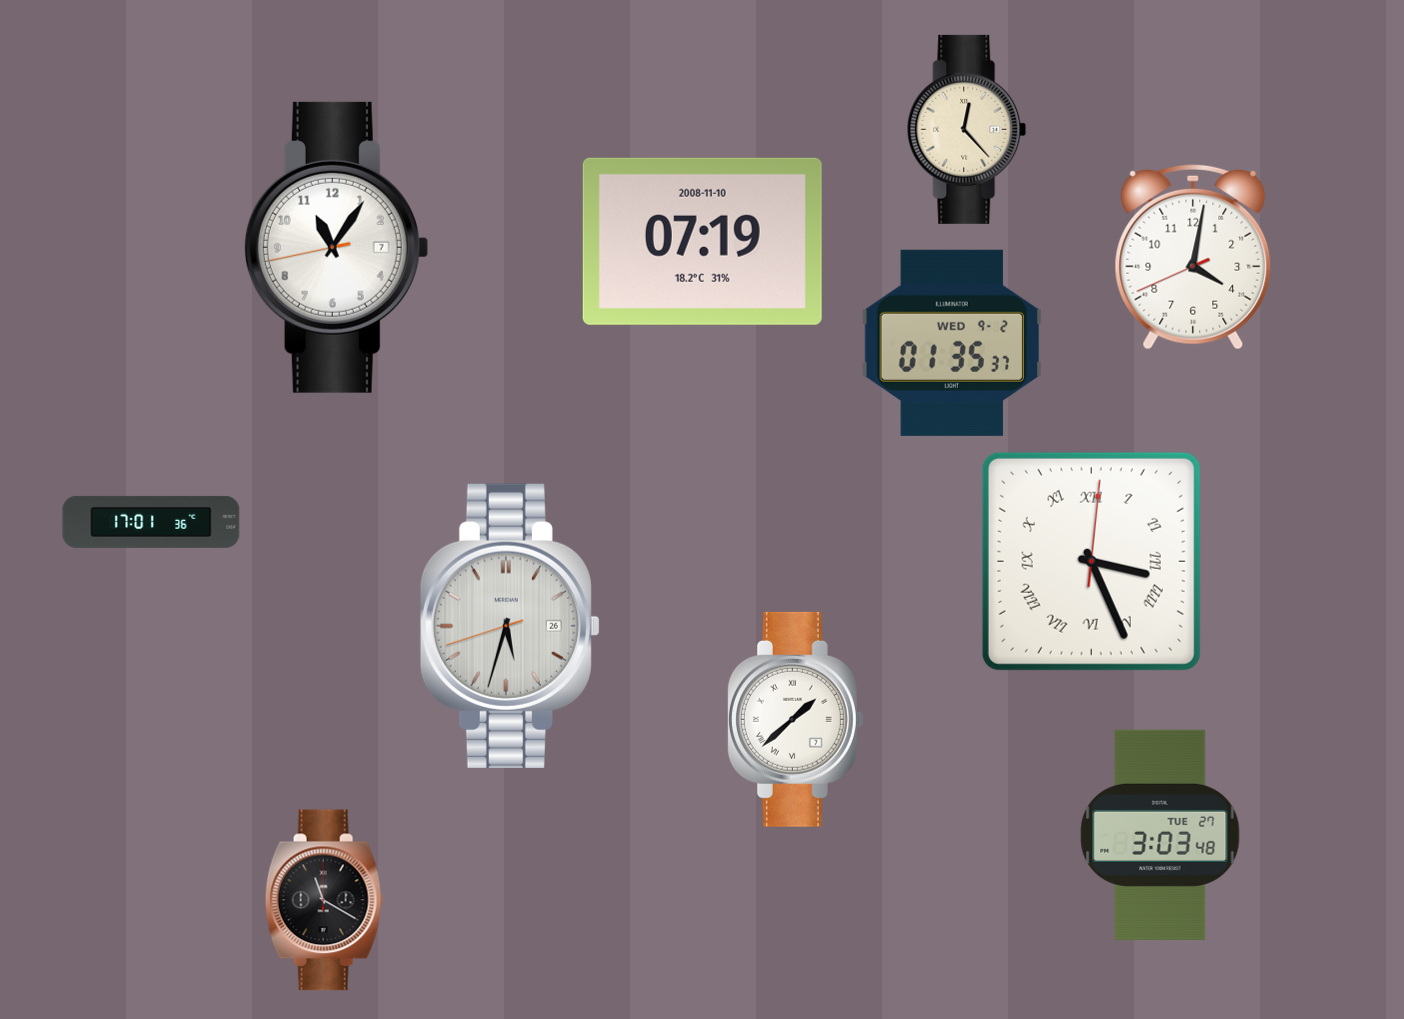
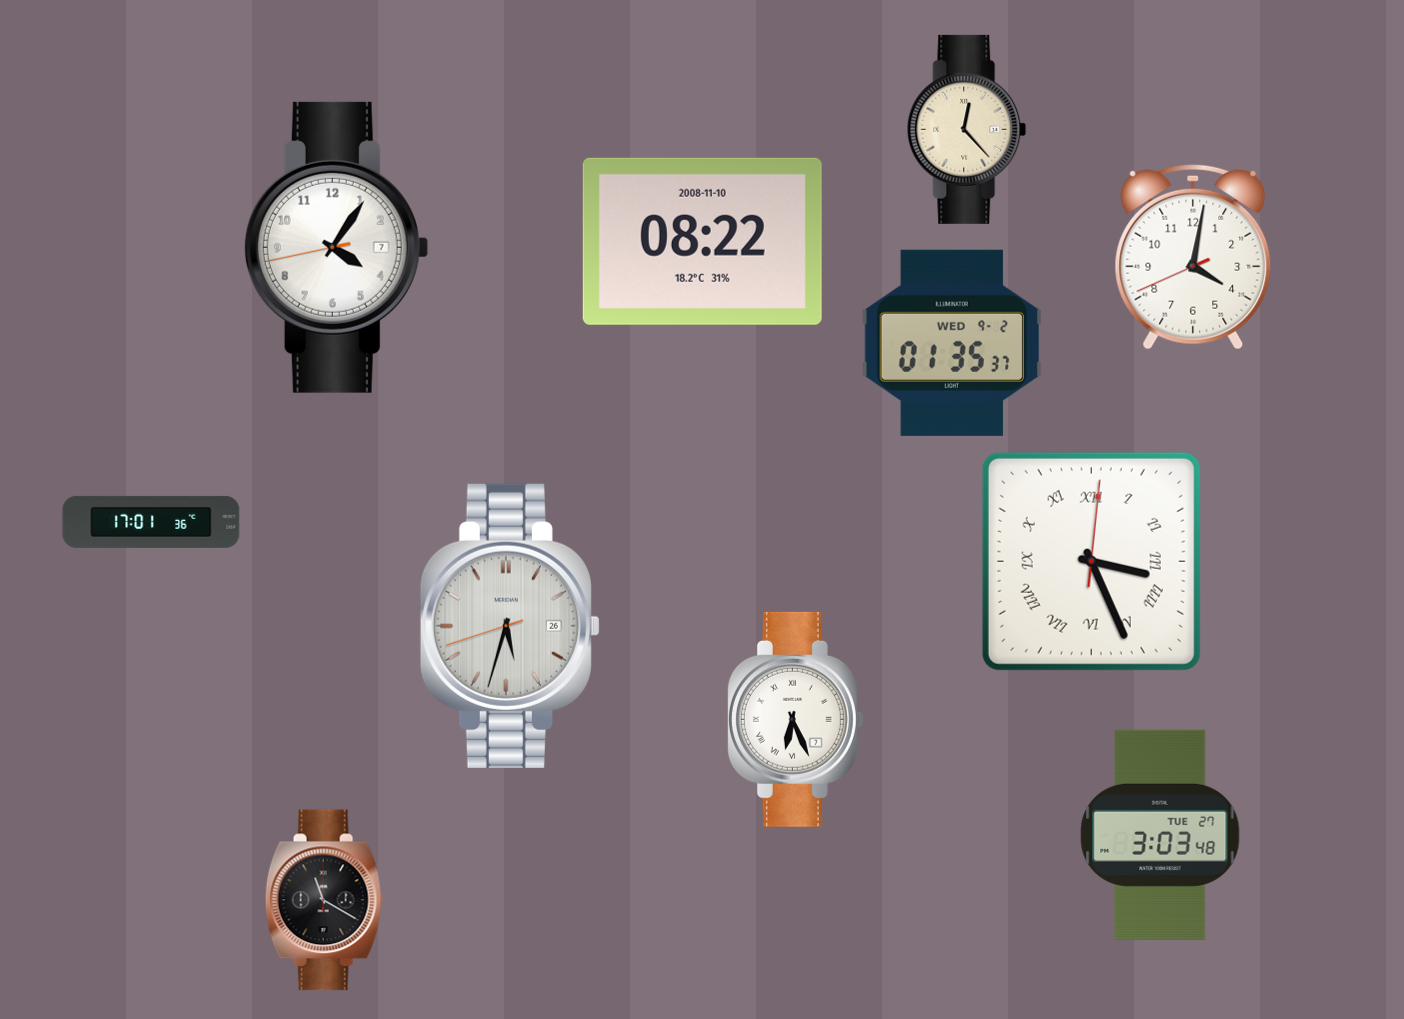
clock at (702, 241): 07:19 -> 08:22
clock at (336, 247): 11:05 -> 4:05
clock at (795, 719): 1:38 -> 6:26
